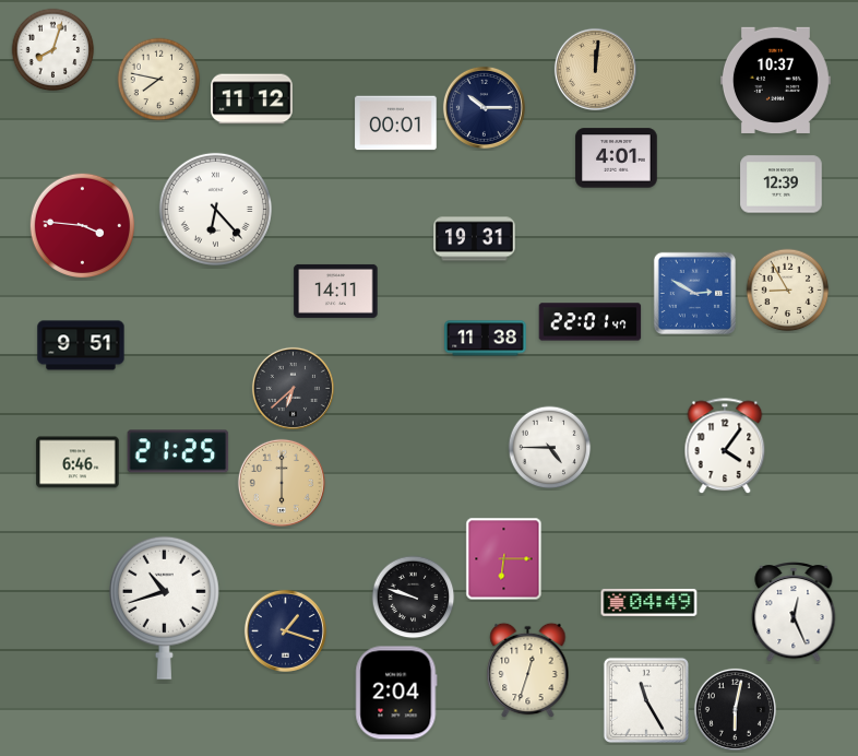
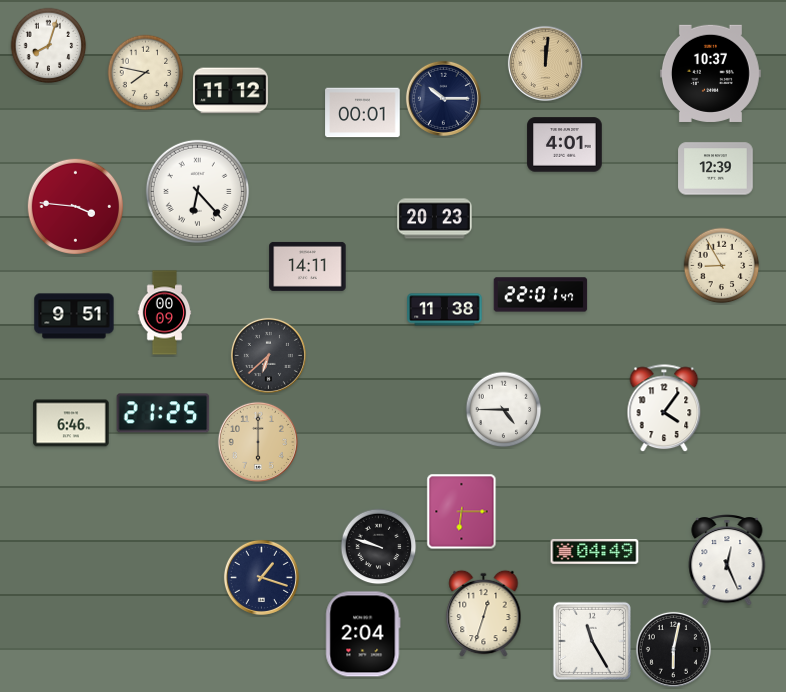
clock at (475, 239): 19:31 -> 20:23
clock at (694, 293): 2:50 -> none
clock at (165, 313): none -> 00:09
clock at (164, 607): 10:42 -> none
